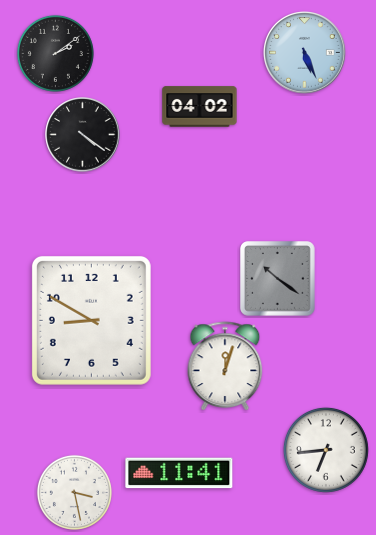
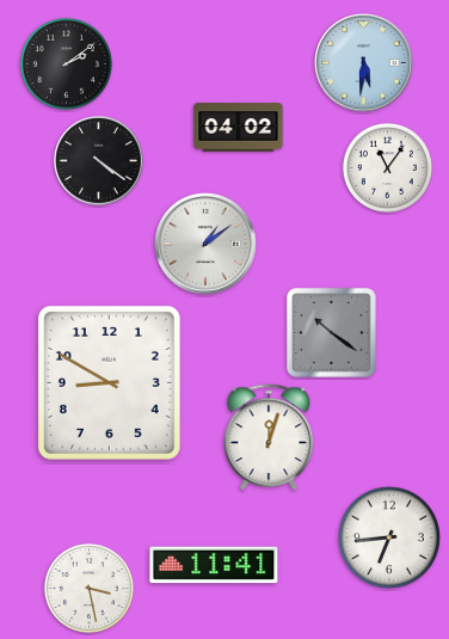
clock at (305, 53): 5:26 -> 5:31
clock at (387, 167): none -> 11:06
clock at (207, 245): none -> 1:09
